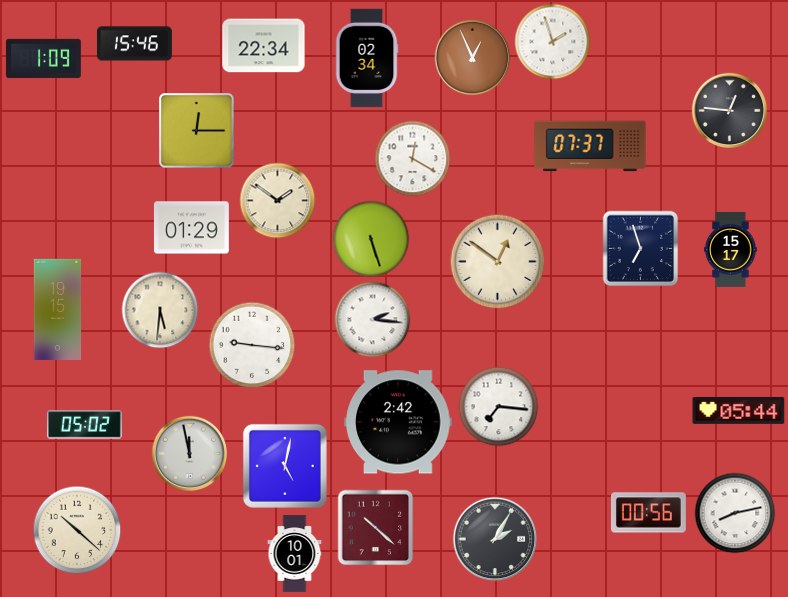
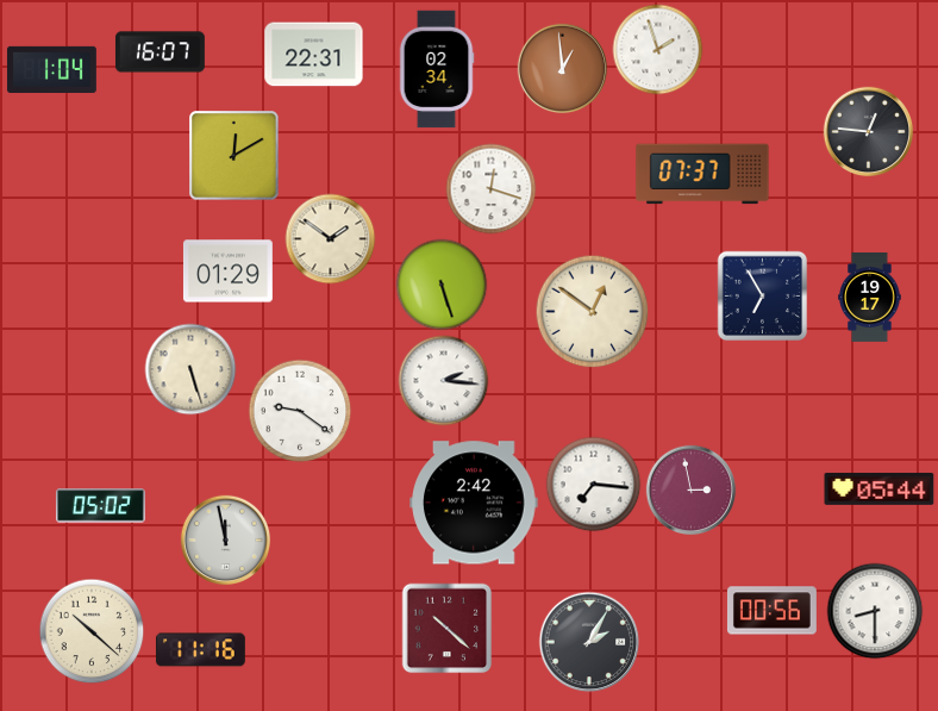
clock at (134, 44): 15:46 -> 16:07
clock at (264, 46): 22:34 -> 22:31
clock at (43, 58): 1:09 -> 1:04
clock at (473, 58): 12:56 -> 12:59
clock at (197, 131): 12:15 -> 12:10
clock at (413, 159): 12:20 -> 12:18
clock at (641, 249): 6:57 -> 6:55
clock at (731, 250): 15:17 -> 19:17
clock at (58, 309): 19:15 -> none
clock at (160, 310): 5:31 -> 5:27
clock at (252, 345): 9:16 -> 9:21
clock at (692, 491): none -> 2:58
clock at (285, 466): 5:02 -> none
clock at (735, 513): 8:13 -> 8:30
clock at (200, 650): none -> 11:16
clock at (295, 554): 10:01 -> none
